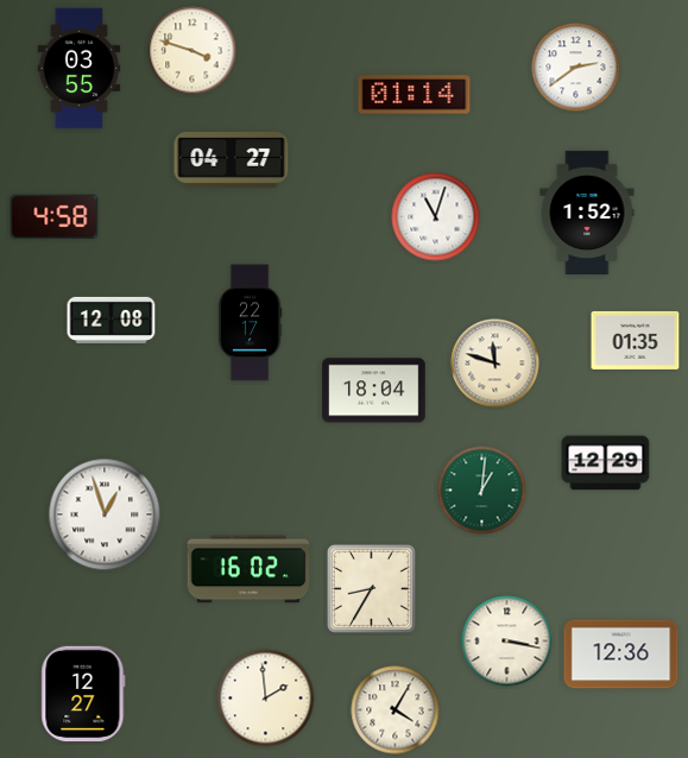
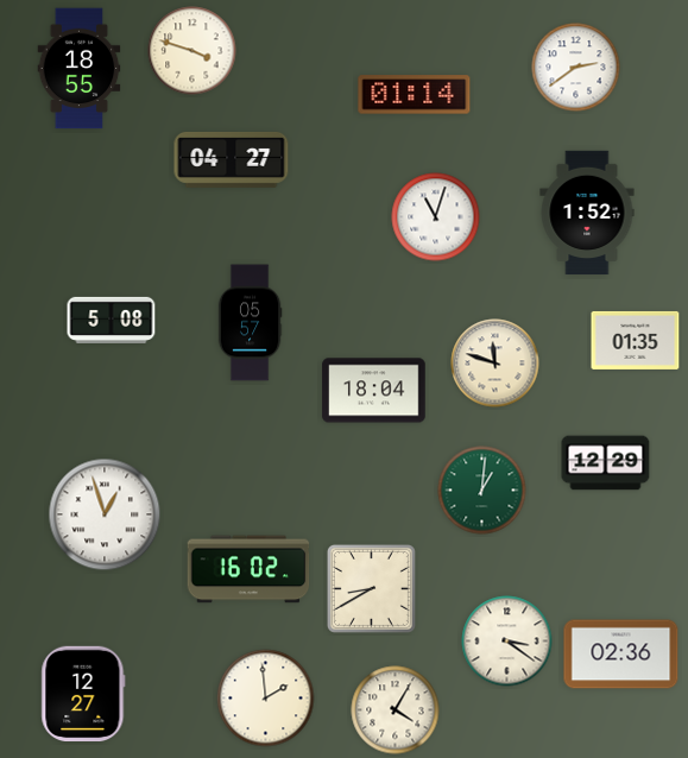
clock at (80, 69): 03:55 -> 18:55
clock at (55, 217): 4:58 -> none
clock at (112, 320): 12:08 -> 5:08
clock at (250, 323): 22:17 -> 05:57
clock at (371, 588): 8:35 -> 8:40
clock at (507, 642): 3:17 -> 3:21
clock at (621, 655): 12:36 -> 02:36
